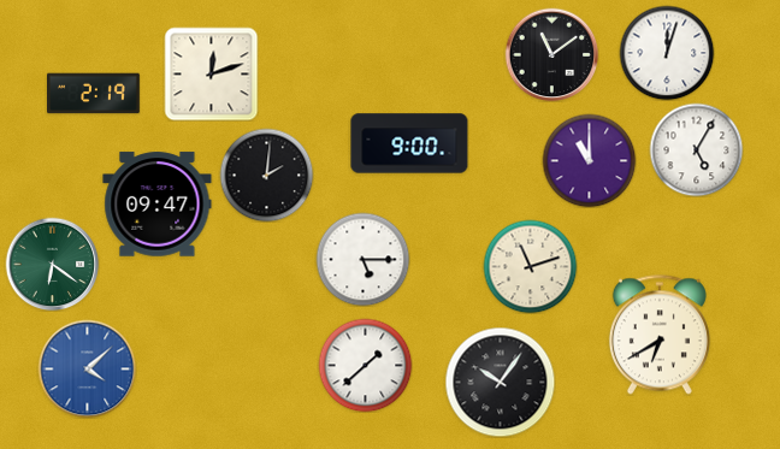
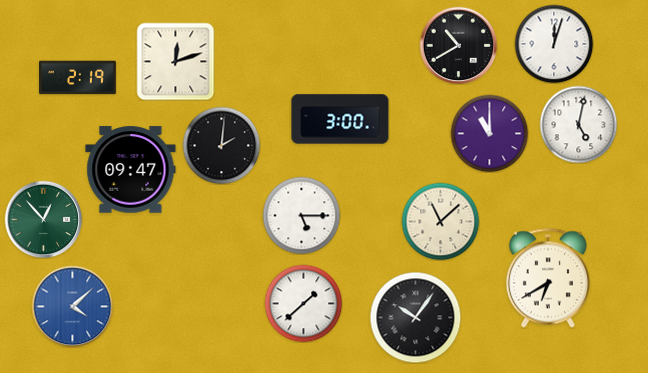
clock at (551, 54): 11:09 -> 10:40
clock at (409, 143): 9:00 -> 3:00
clock at (696, 149): 5:05 -> 5:02
clock at (52, 264): 6:21 -> 12:53
clock at (530, 266): 11:12 -> 11:08
